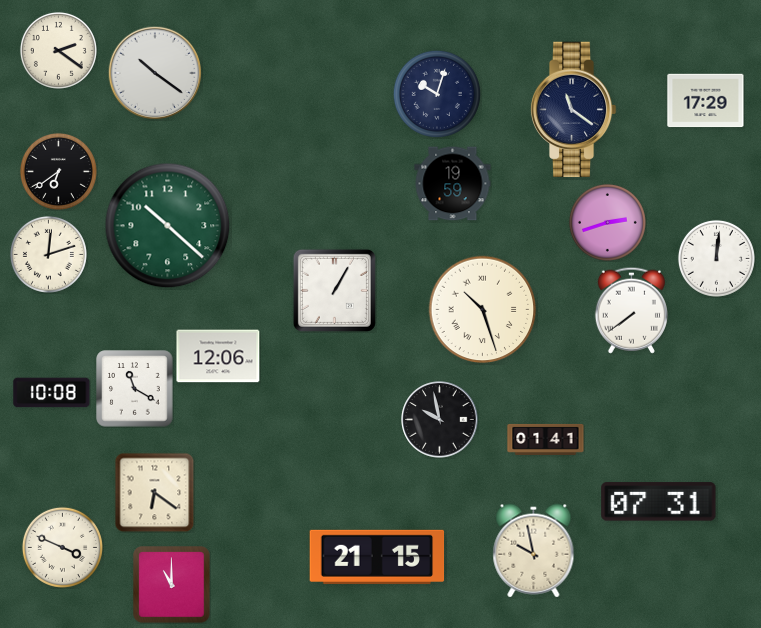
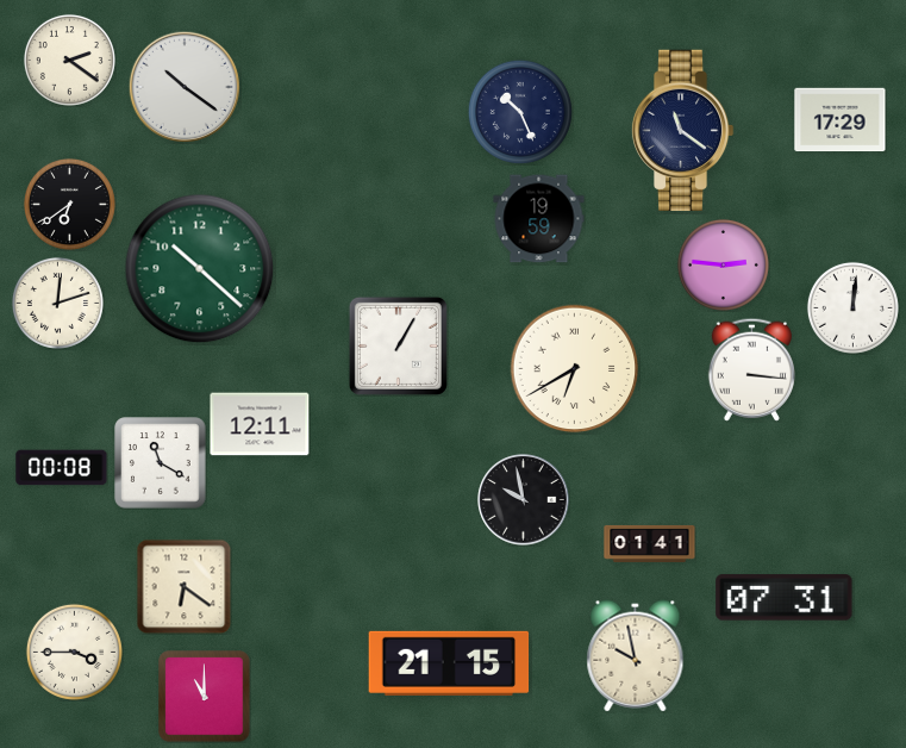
clock at (437, 94): 10:03 -> 10:26
clock at (607, 222): 2:42 -> 2:46
clock at (483, 310): 10:27 -> 6:40
clock at (631, 310): 7:39 -> 3:16
clock at (218, 356): 12:06 -> 12:11
clock at (52, 393): 10:08 -> 00:08
clock at (546, 439) position: (546, 439) -> (650, 543)
clock at (62, 547): 3:49 -> 3:45
